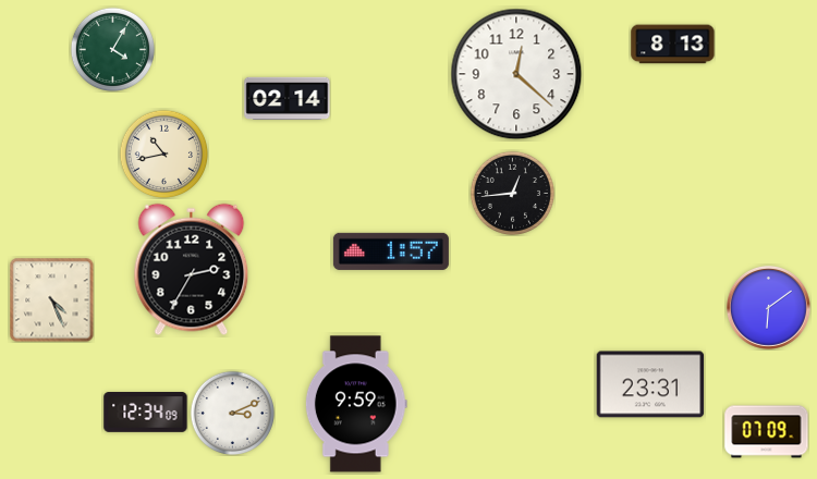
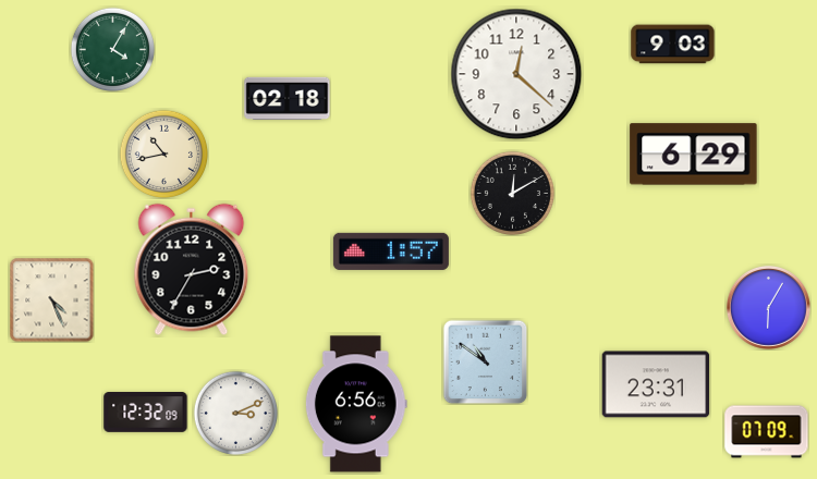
clock at (673, 45): 8:13 -> 9:03
clock at (288, 98): 02:14 -> 02:18
clock at (694, 155): none -> 6:29
clock at (512, 193): 12:44 -> 12:10
clock at (769, 308): 6:09 -> 6:05
clock at (485, 361): none -> 10:51
clock at (650, 384) position: (650, 384) -> (656, 384)
clock at (356, 404): 9:59 -> 6:56
clock at (146, 413): 12:34 -> 12:32
clock at (232, 413) position: (232, 413) -> (235, 413)
